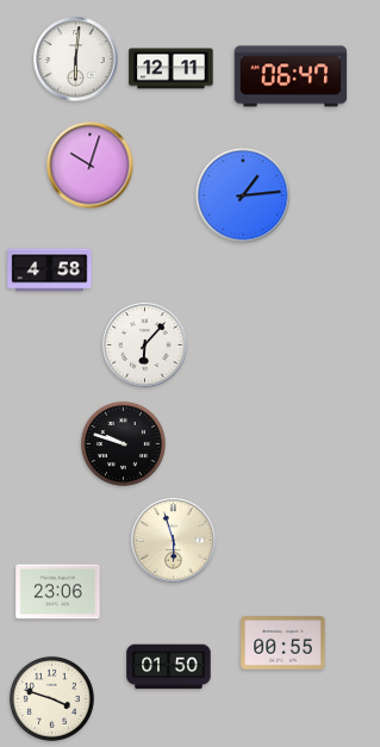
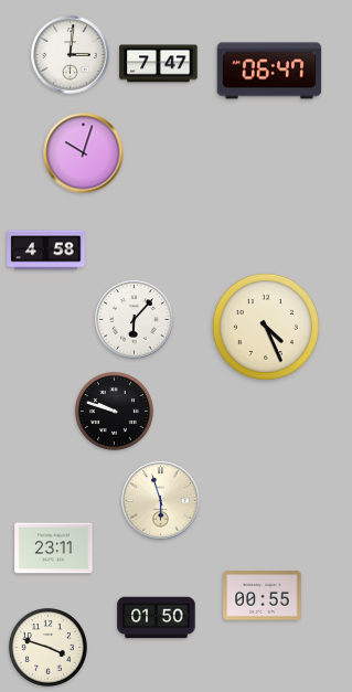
clock at (76, 60): 6:01 -> 3:01
clock at (172, 69): 12:11 -> 7:47
clock at (243, 195): 1:14 -> none
clock at (266, 327): none -> 4:26
clock at (58, 592): 23:06 -> 23:11
